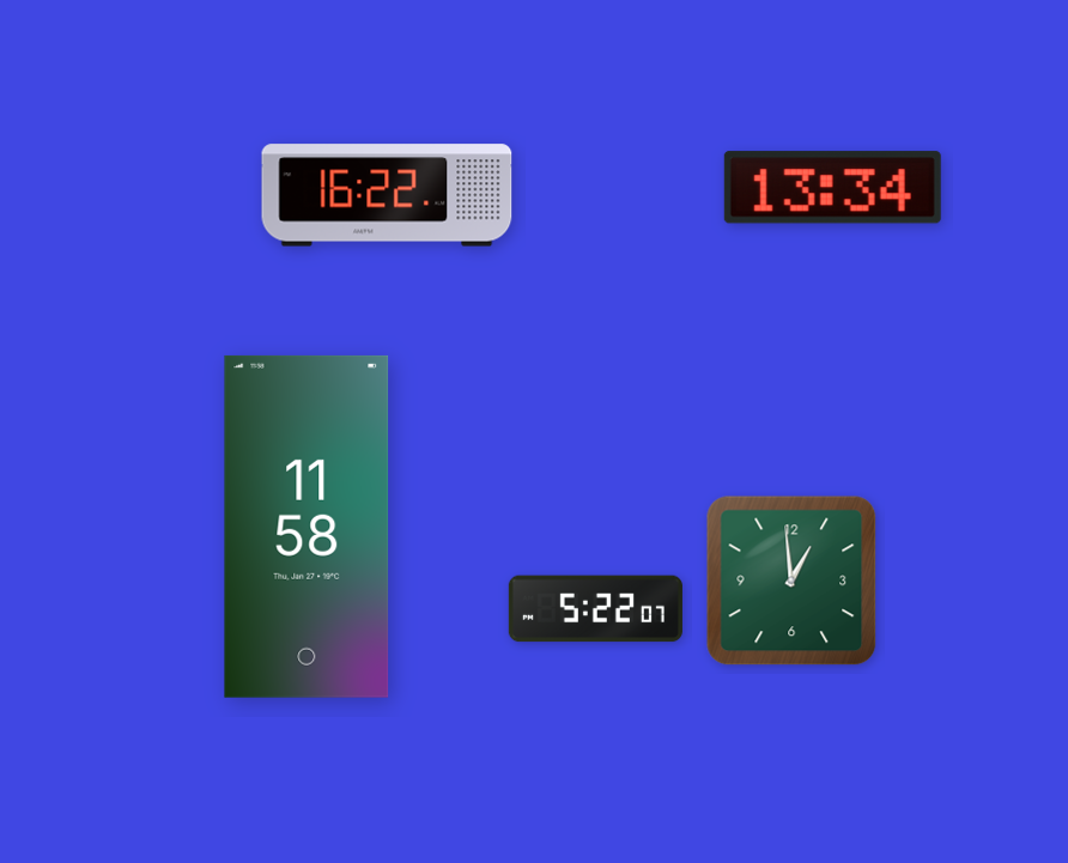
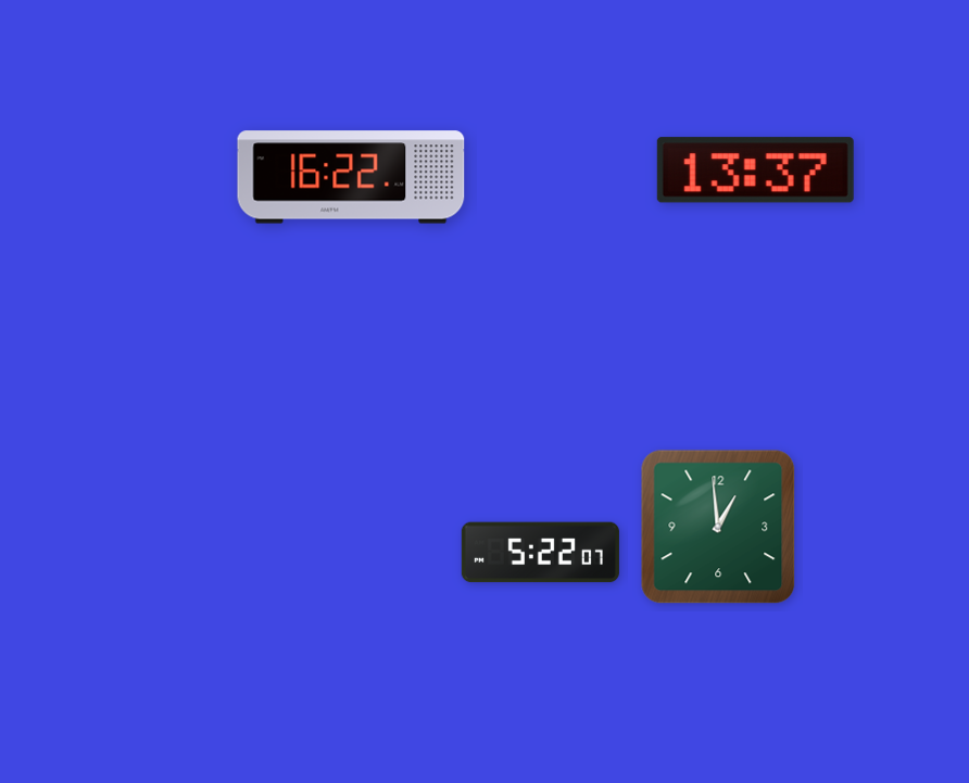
clock at (832, 188): 13:34 -> 13:37
clock at (307, 527): 11:58 -> none
